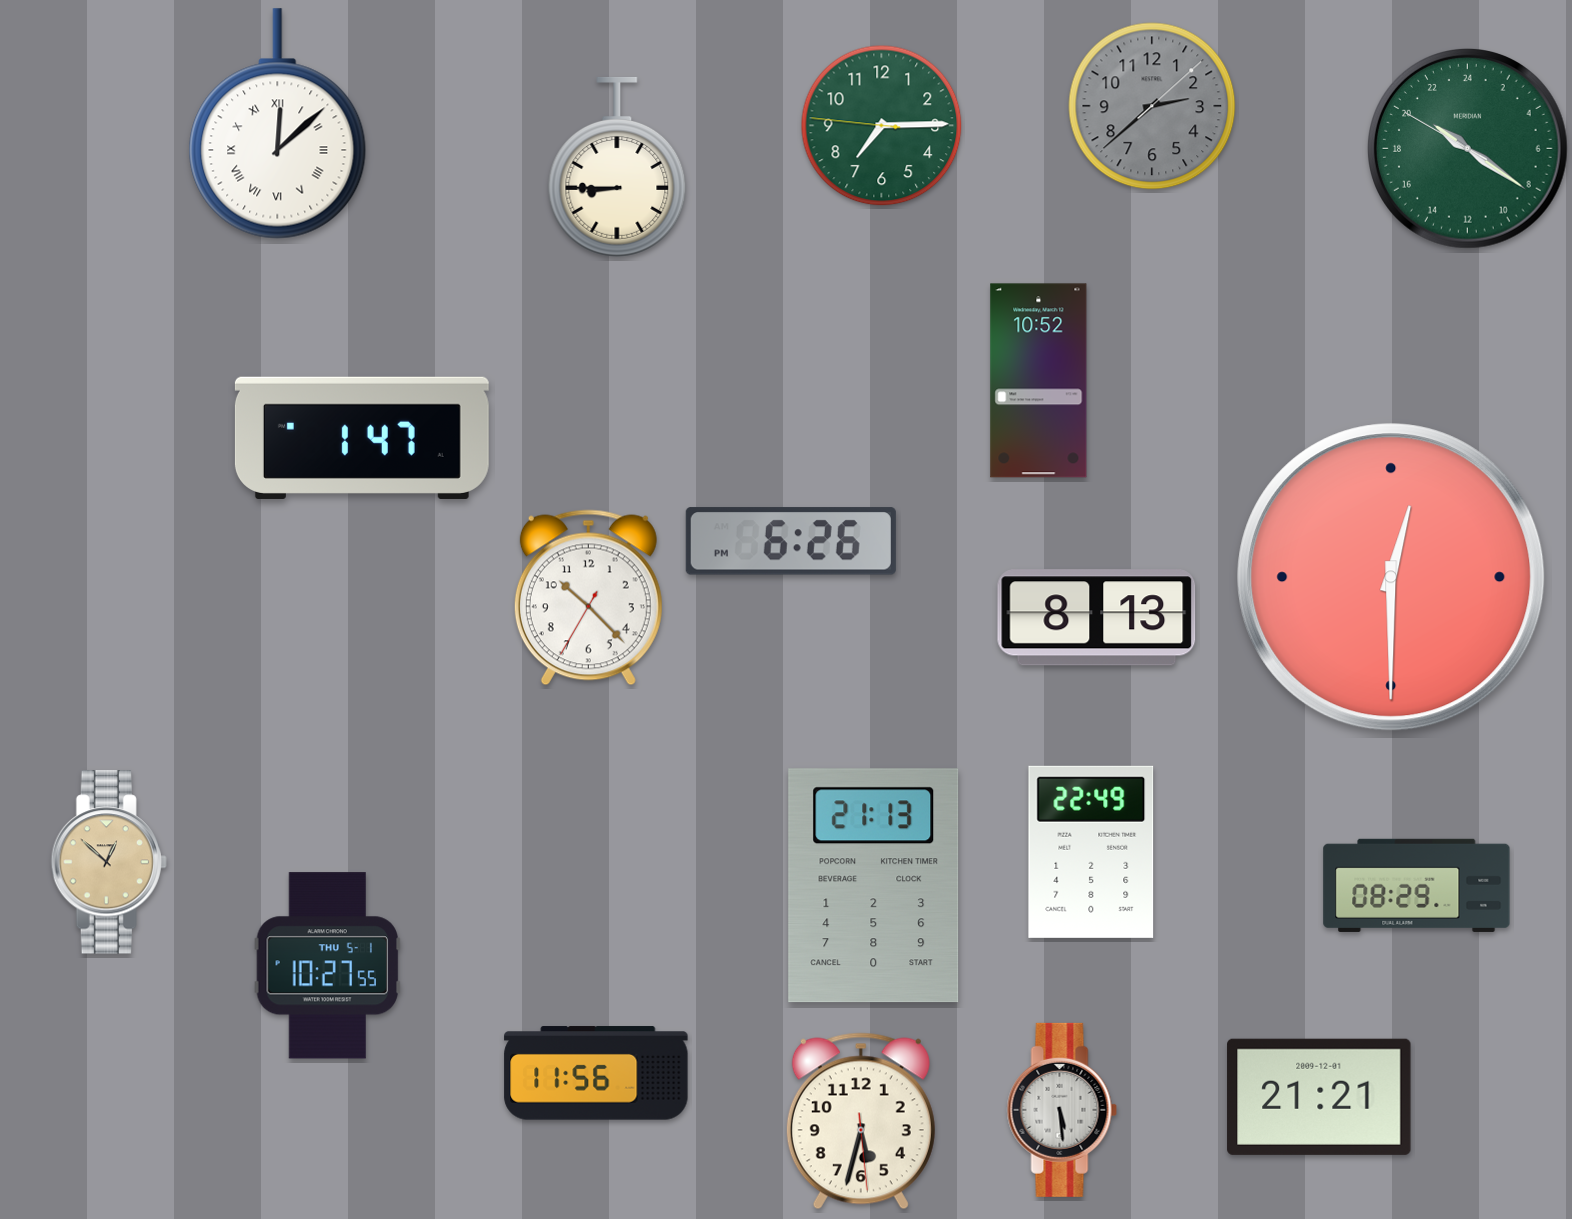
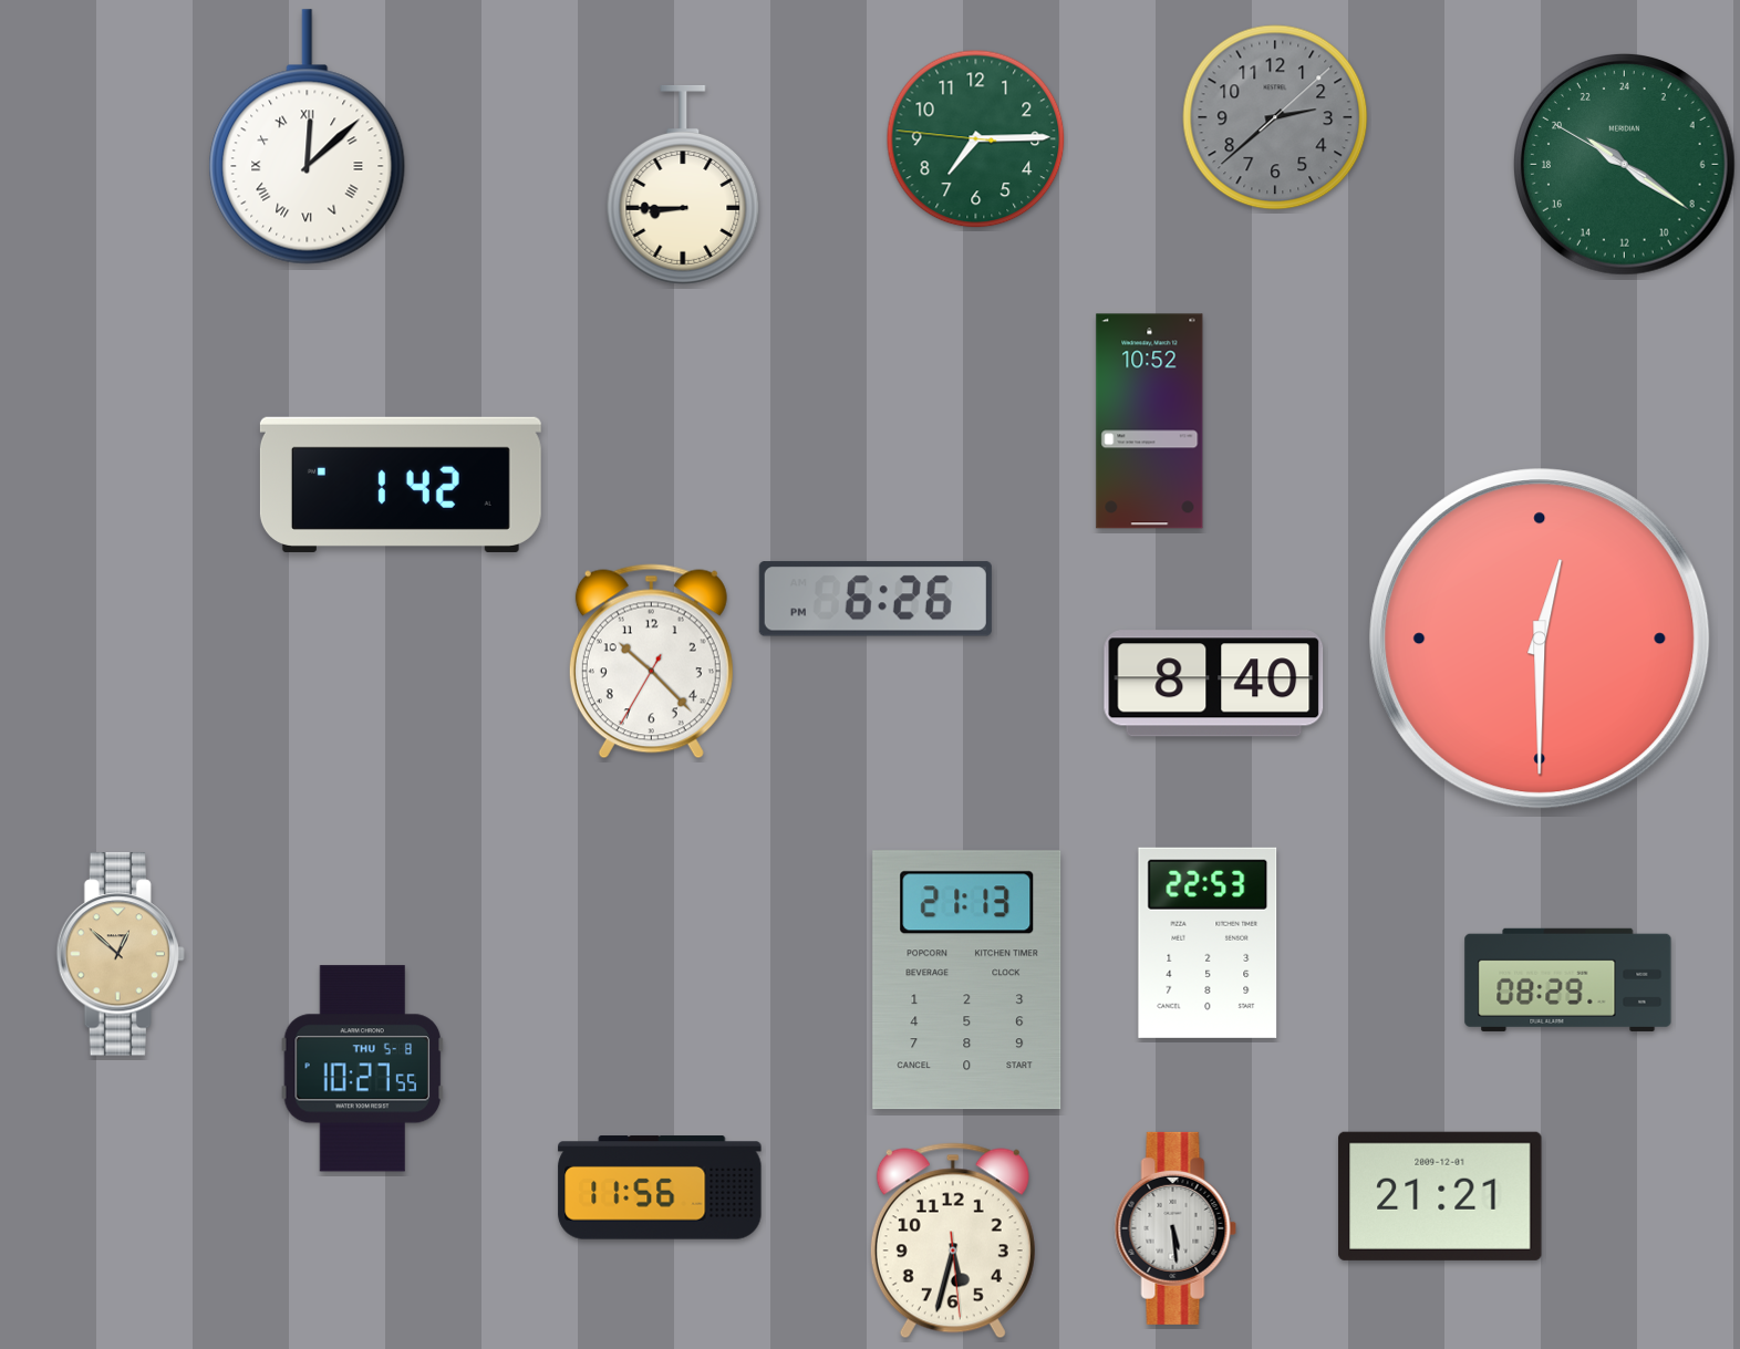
clock at (362, 438): 1:47 -> 1:42
clock at (1097, 618): 8:13 -> 8:40
clock at (1091, 852): 22:49 -> 22:53
clock at (328, 966) date: THU 5-1 -> THU 5-8
clock at (1319, 1097) position: (1319, 1097) -> (1440, 1196)
